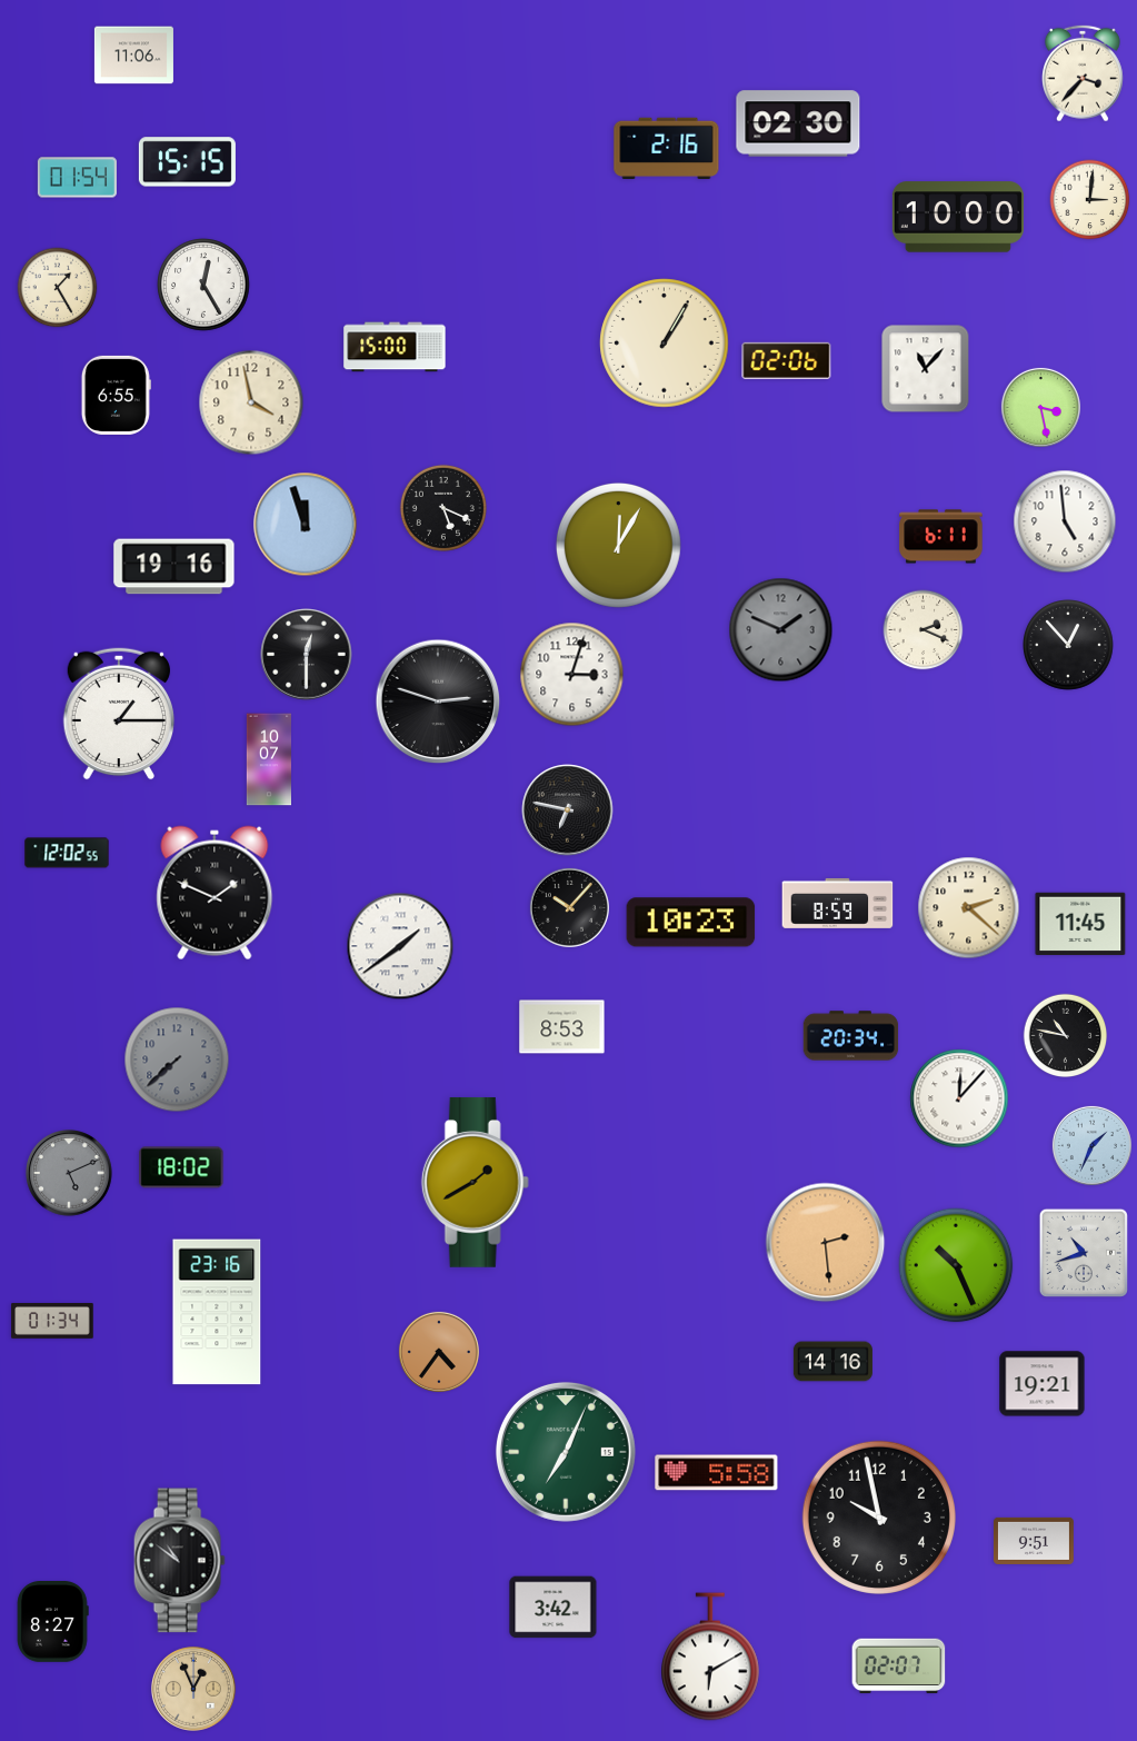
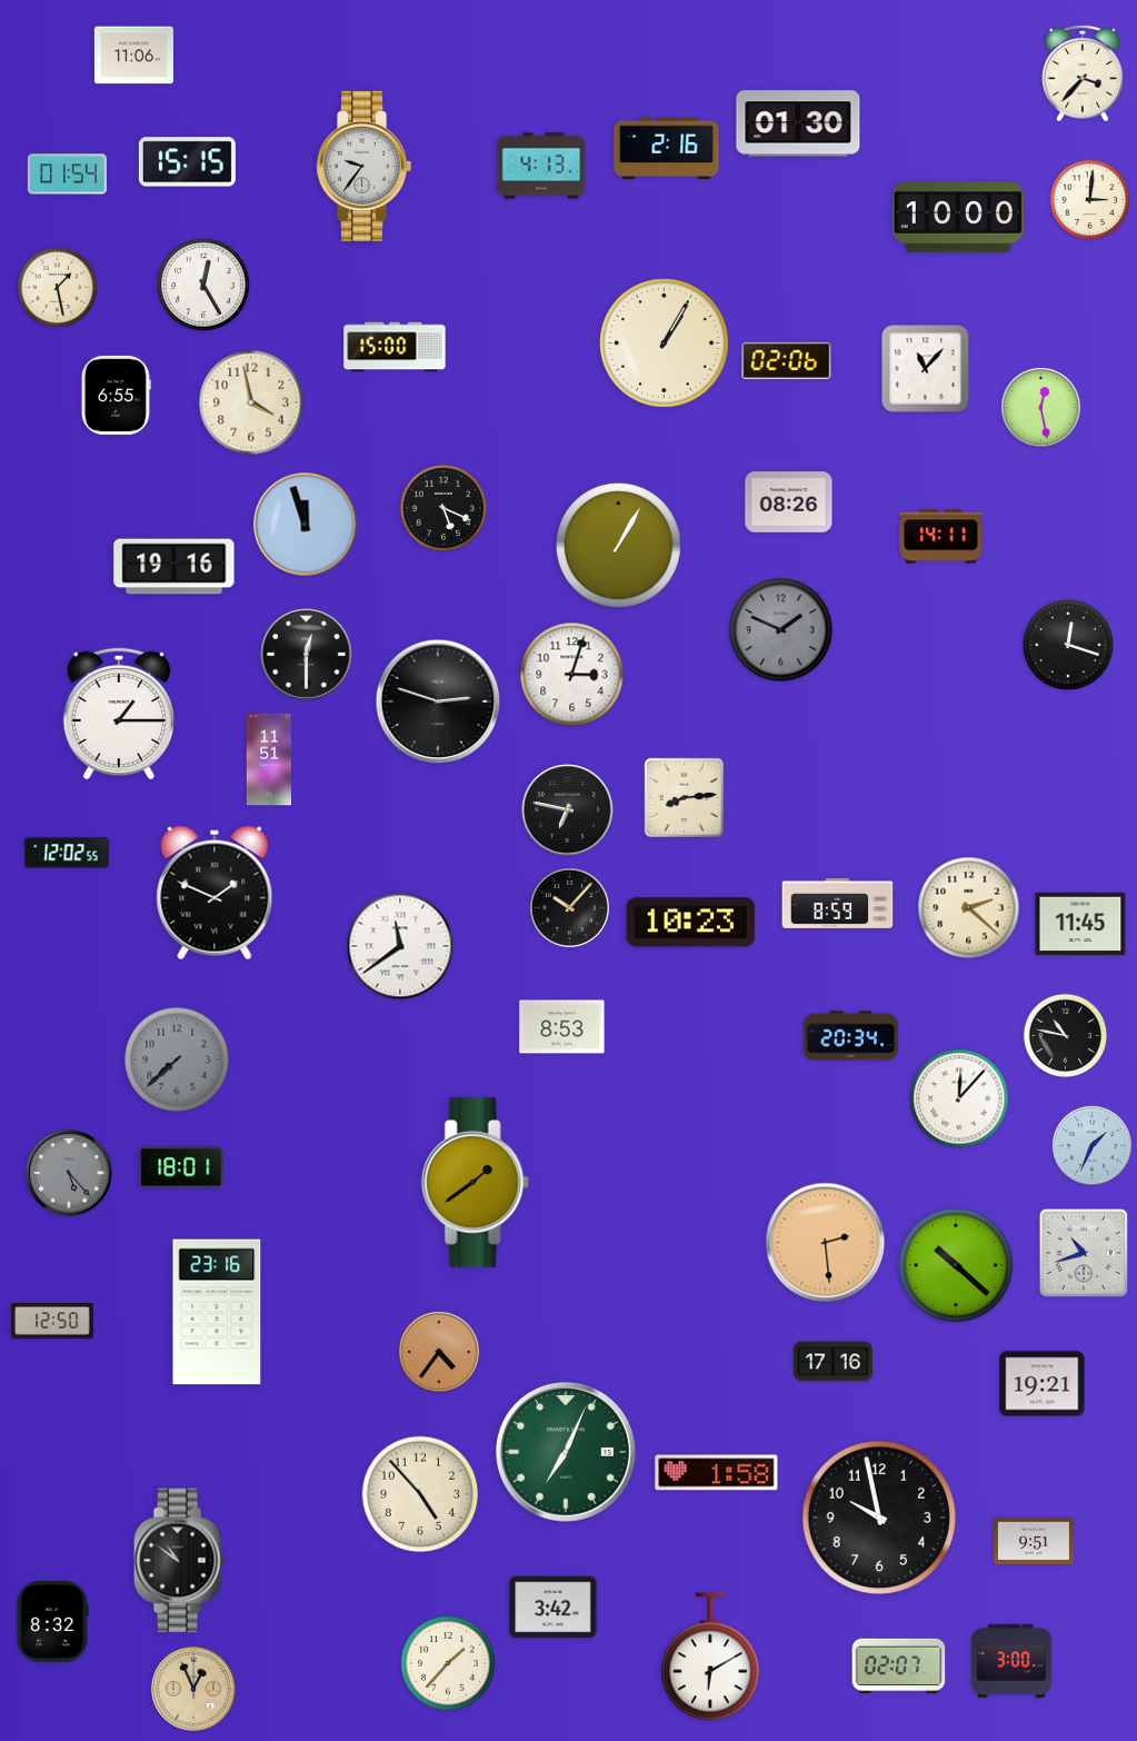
clock at (798, 123): 02:30 -> 01:30
clock at (365, 166): none -> 9:36
clock at (541, 166): none -> 4:13
clock at (77, 178) position: (77, 178) -> (67, 175)
clock at (58, 288): 1:25 -> 1:28
clock at (1040, 407): 3:28 -> 12:28
clock at (789, 503): none -> 08:26
clock at (1065, 521): 4:59 -> none
clock at (941, 537): 6:11 -> 14:11
clock at (618, 545): 12:05 -> 1:05
clock at (924, 630): 2:19 -> none
clock at (1069, 646): 12:53 -> 12:18
clock at (269, 759): 10:07 -> 11:51
clock at (684, 797): none -> 8:14
clock at (400, 946): 1:39 -> 11:39
clock at (181, 1167): 18:02 -> 18:01
clock at (70, 1174): 5:11 -> 5:23
clock at (475, 1182): 1:40 -> 1:39
clock at (956, 1265): 10:26 -> 10:22
clock at (52, 1322): 01:34 -> 12:50
clock at (832, 1362): 14:16 -> 17:16
clock at (717, 1473): 5:58 -> 1:58
clock at (420, 1494): none -> 4:53
clock at (52, 1622): 8:27 -> 8:32
clock at (1011, 1661): none -> 3:00
clock at (448, 1663): none -> 1:37
